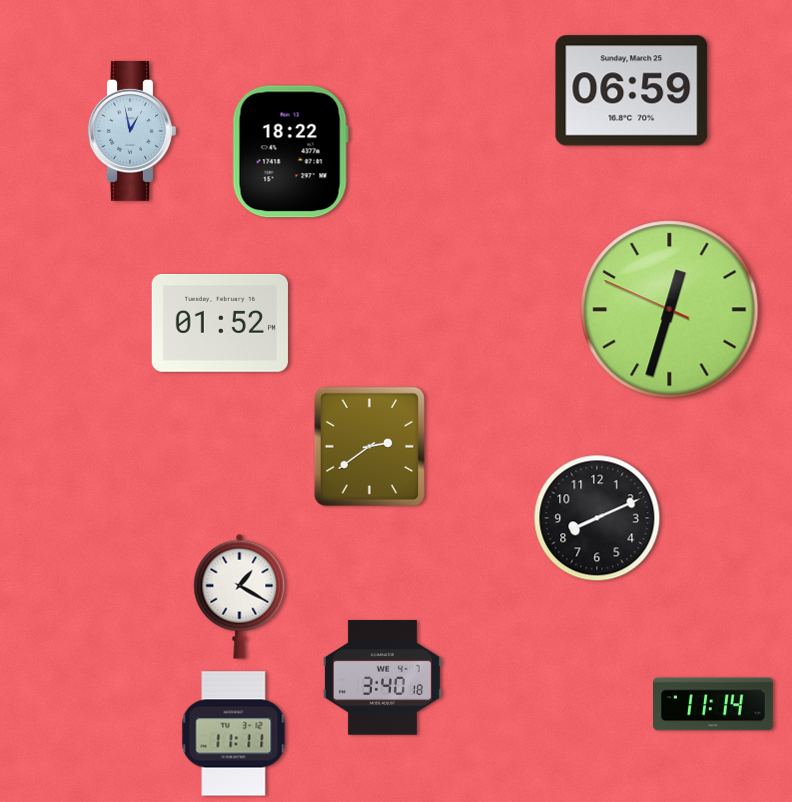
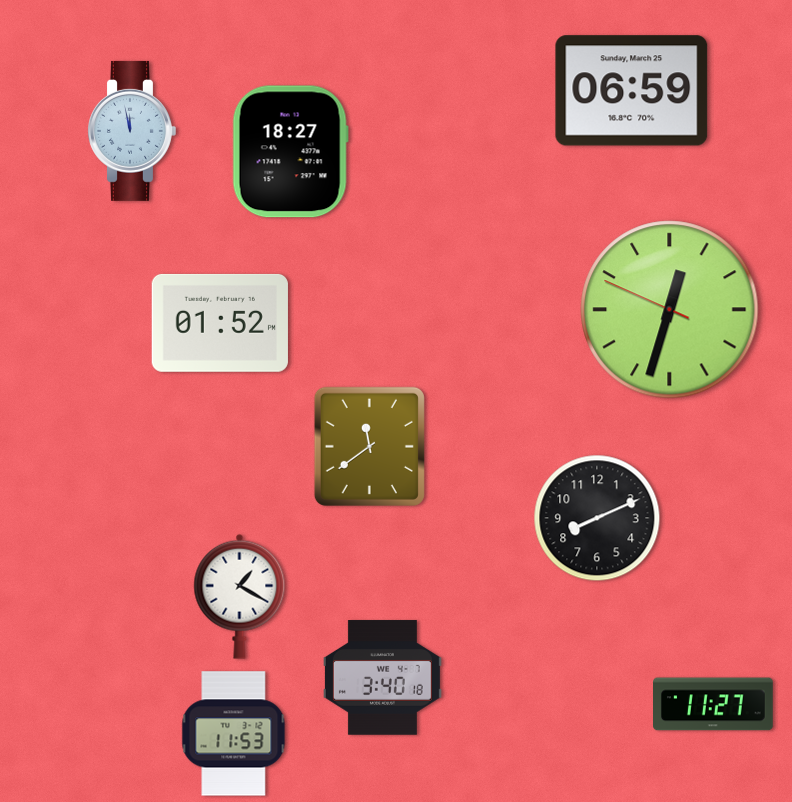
clock at (132, 131): 12:58 -> 11:58
clock at (290, 152): 18:22 -> 18:27
clock at (369, 446): 2:39 -> 11:39
clock at (714, 704): 11:14 -> 11:27
clock at (234, 734): 11:11 -> 11:53
